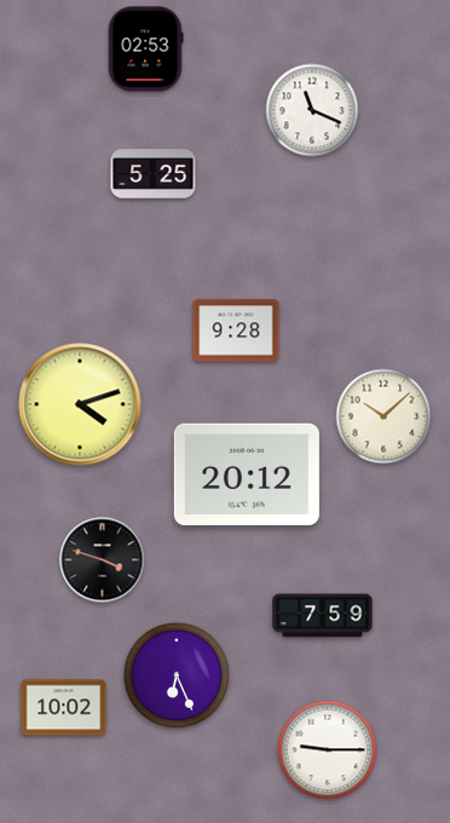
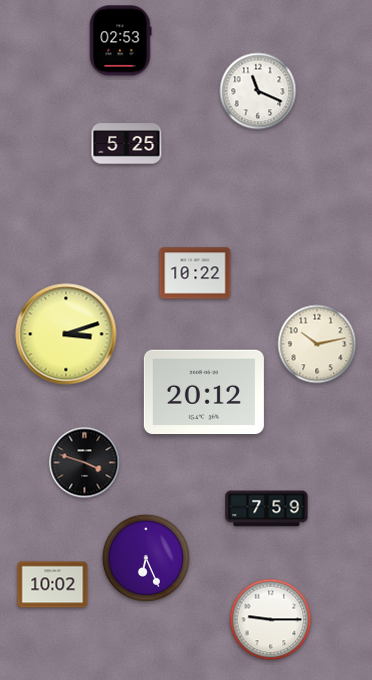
clock at (236, 330): 9:28 -> 10:22
clock at (80, 404): 4:12 -> 3:12
clock at (383, 416): 10:08 -> 10:13
